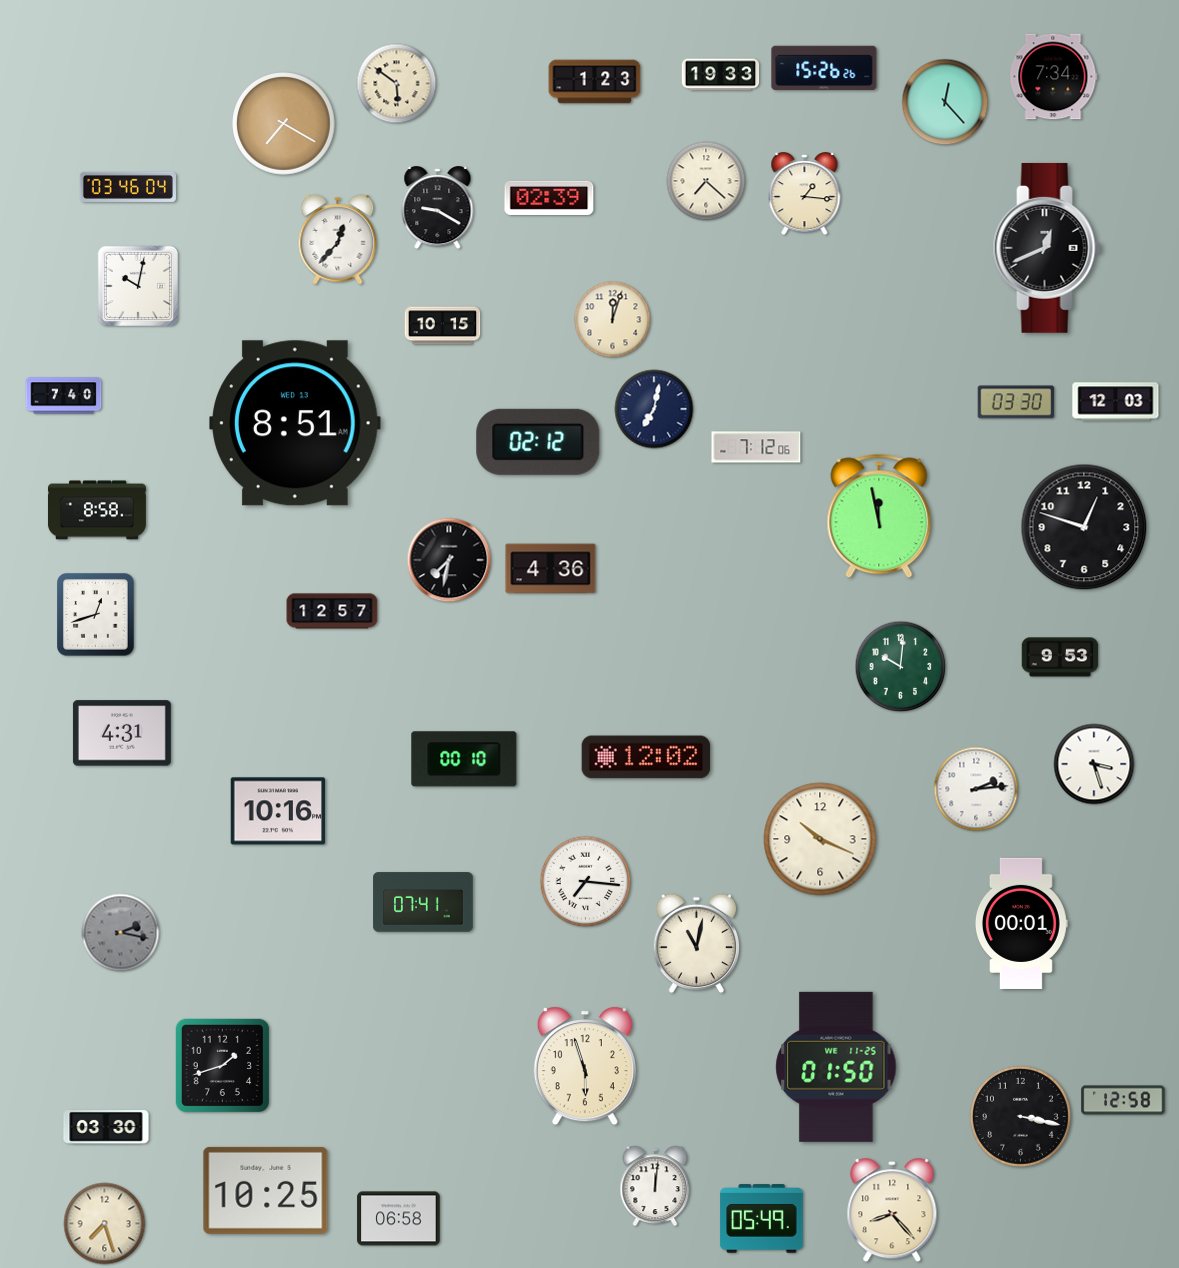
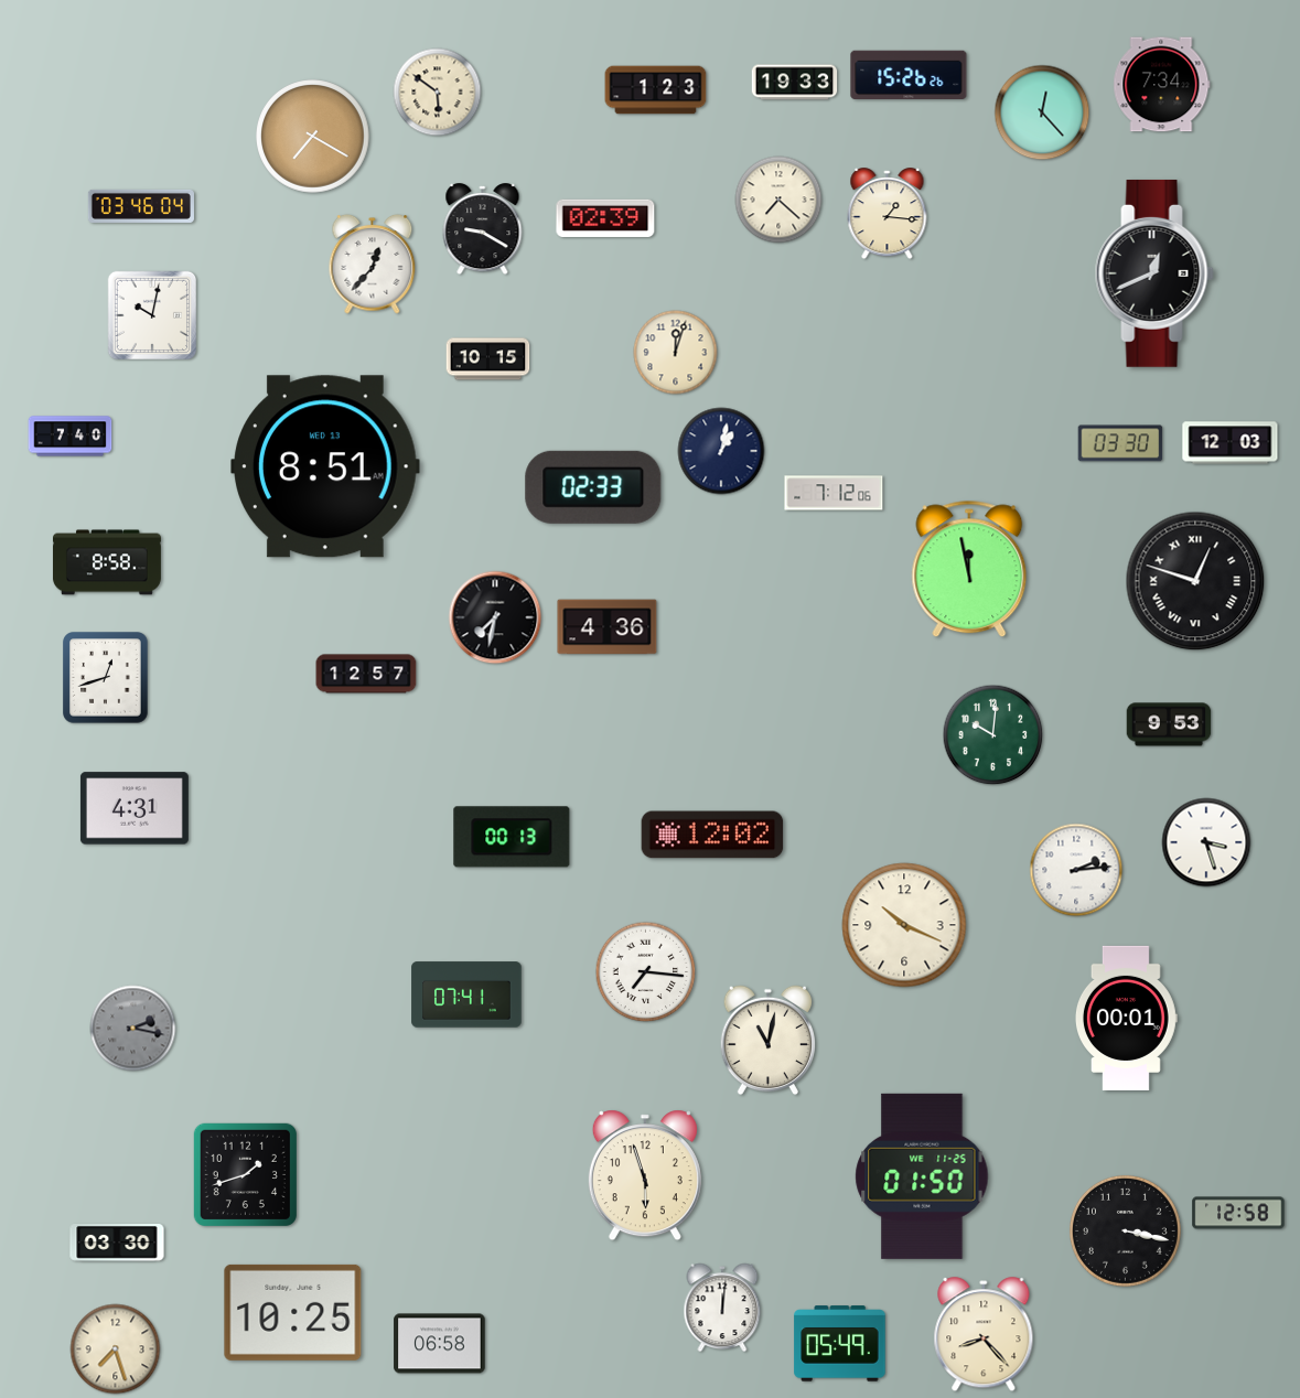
clock at (654, 409): 7:02 -> 1:02
clock at (538, 442): 02:12 -> 02:33
clock at (1084, 527) numerals: Arabic -> Roman
clock at (464, 759): 00:10 -> 00:13
clock at (278, 811): 10:16 -> none
